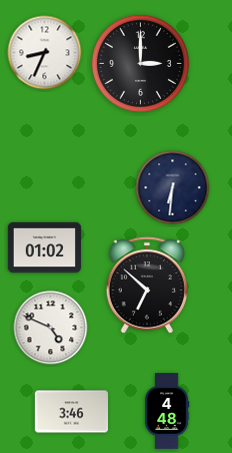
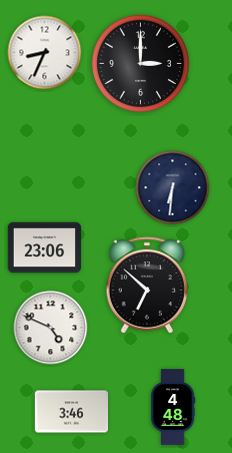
clock at (44, 248): 01:02 -> 23:06
clock at (167, 411) position: (167, 411) -> (173, 407)
